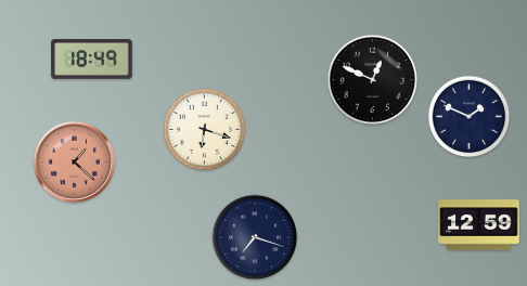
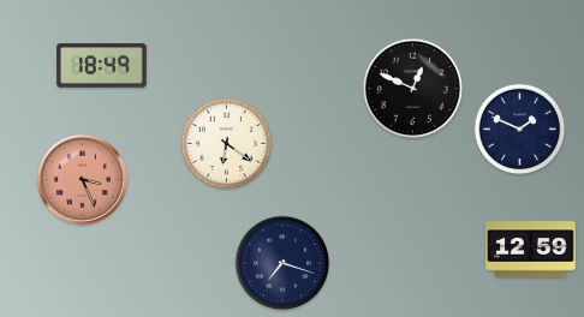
clock at (205, 130): 6:18 -> 6:21
clock at (74, 161): 1:22 -> 3:26
